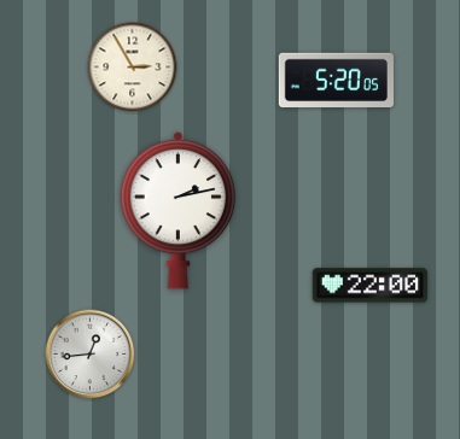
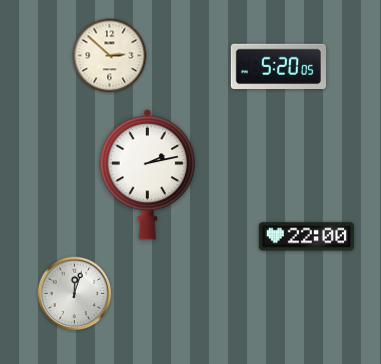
clock at (133, 68): 2:55 -> 2:52
clock at (91, 355): 12:44 -> 12:03
